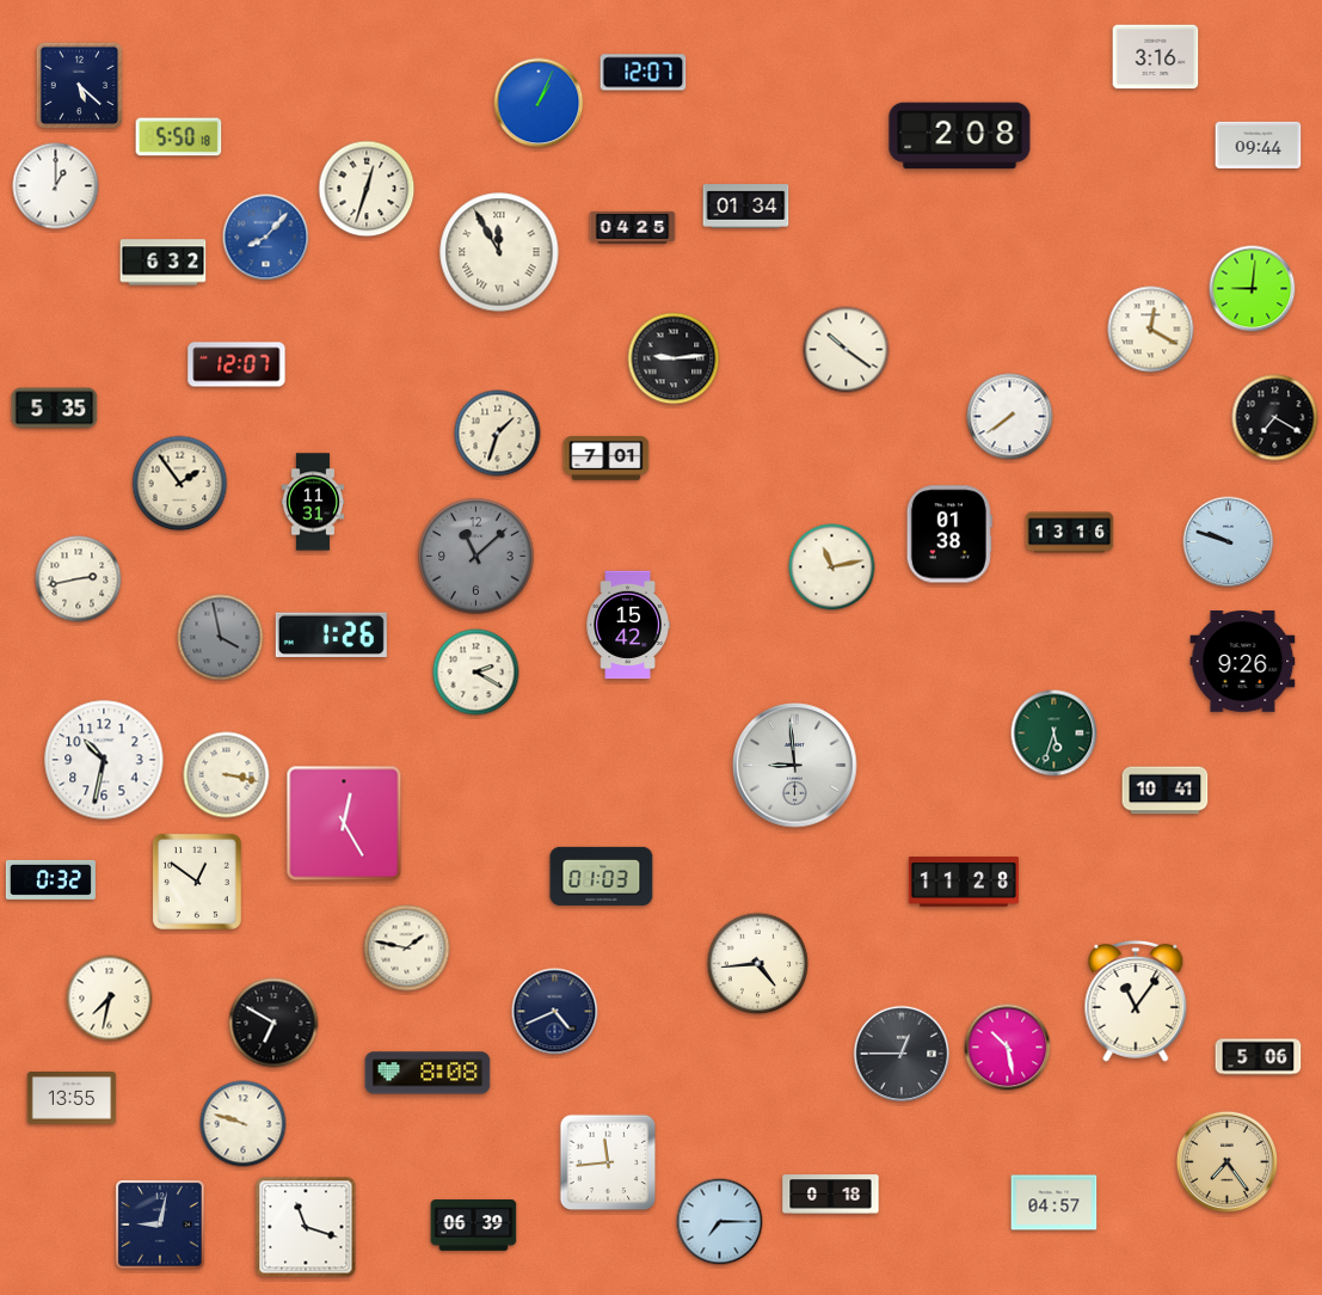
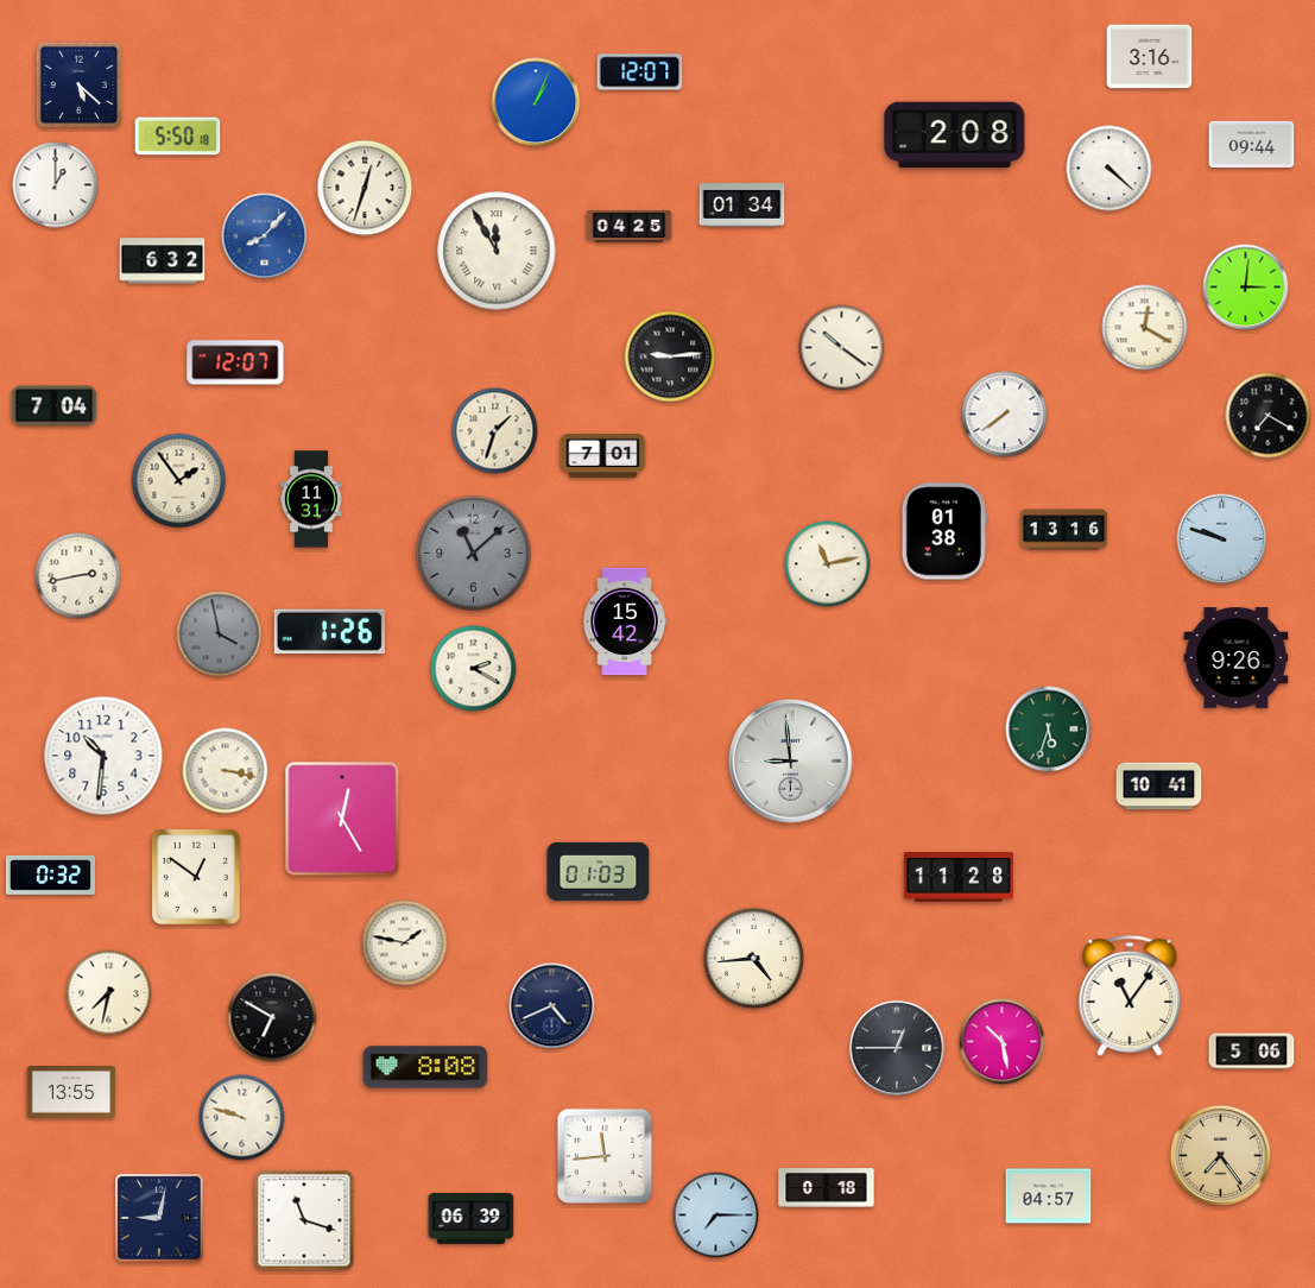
clock at (1109, 169): none -> 4:22
clock at (1253, 289): 9:01 -> 3:01
clock at (55, 409): 5:35 -> 7:04
clock at (104, 760): 10:32 -> 10:31
